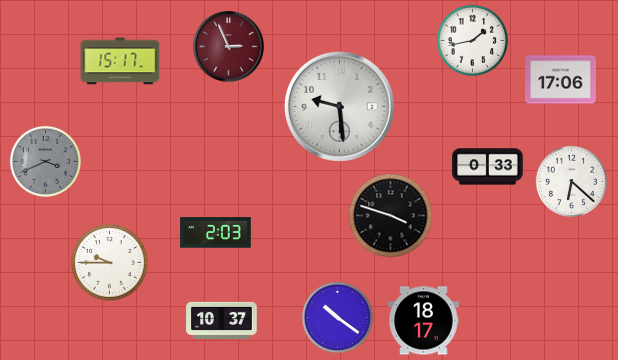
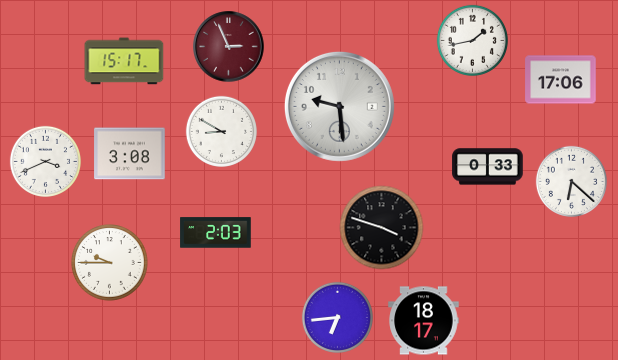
clock at (120, 61) position: (120, 61) -> (124, 61)
clock at (221, 131): none -> 8:50
clock at (130, 154): none -> 3:08
clock at (45, 161) dial: grey -> white
clock at (391, 216) position: (391, 216) -> (382, 228)
clock at (337, 317): 10:21 -> 6:44
clock at (222, 320): 10:37 -> none
